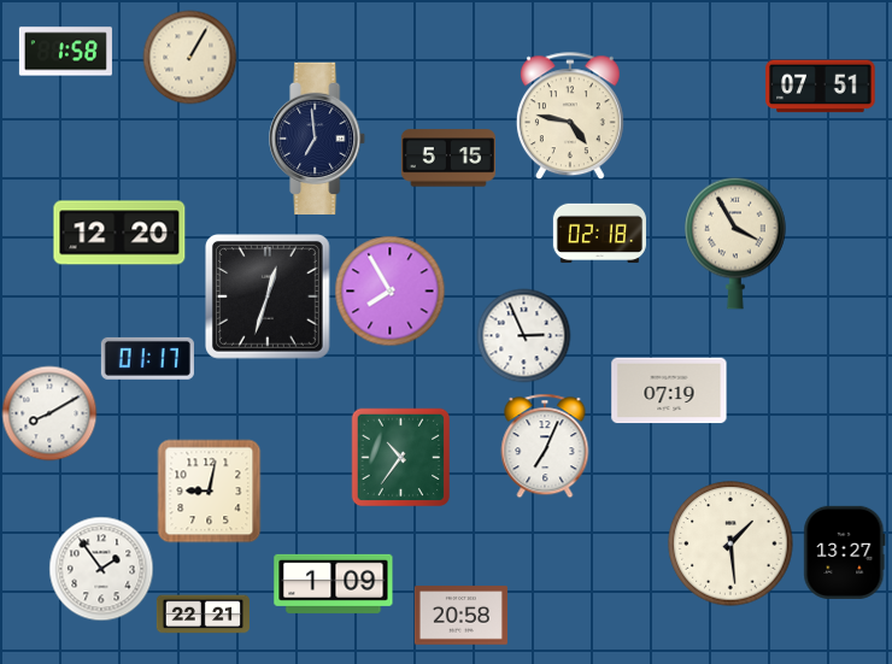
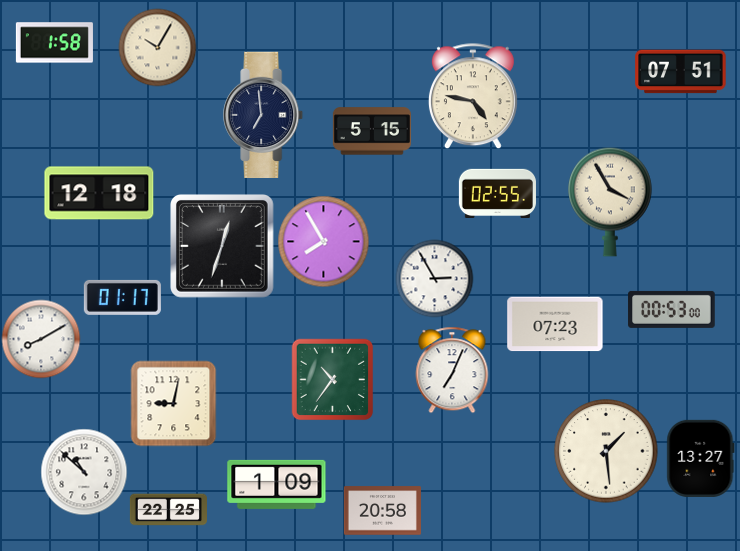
clock at (189, 57): 1:05 -> 10:05
clock at (119, 233): 12:20 -> 12:18
clock at (599, 233): 02:18 -> 02:55
clock at (523, 335): 2:56 -> 2:55
clock at (672, 309): none -> 00:53
clock at (669, 390): 07:19 -> 07:23
clock at (49, 413) position: (49, 413) -> (41, 339)
clock at (209, 490) position: (209, 490) -> (173, 403)
clock at (101, 569): 1:54 -> 10:52
clock at (203, 615): 22:21 -> 22:25
